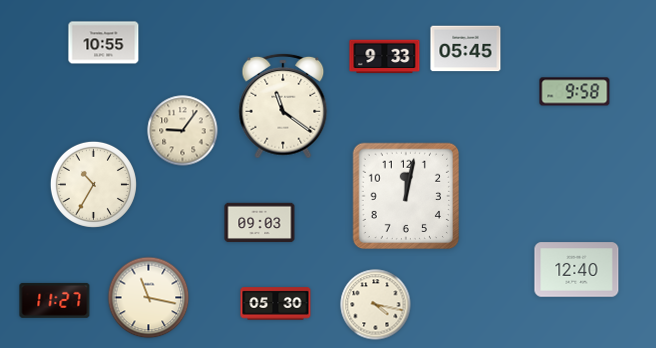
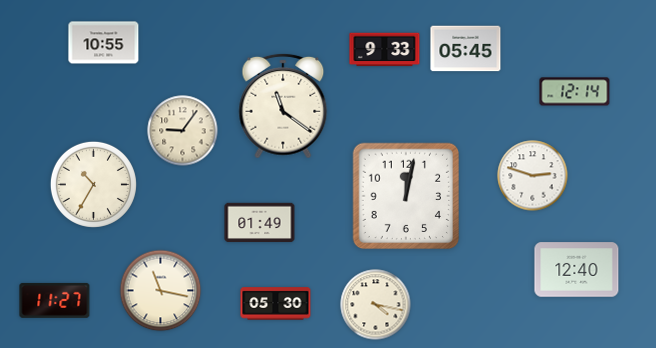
clock at (385, 57) position: (385, 57) -> (385, 50)
clock at (575, 92): 9:58 -> 12:14
clock at (533, 176): none -> 2:48
clock at (260, 223): 09:03 -> 01:49
clock at (149, 298) position: (149, 298) -> (161, 291)
